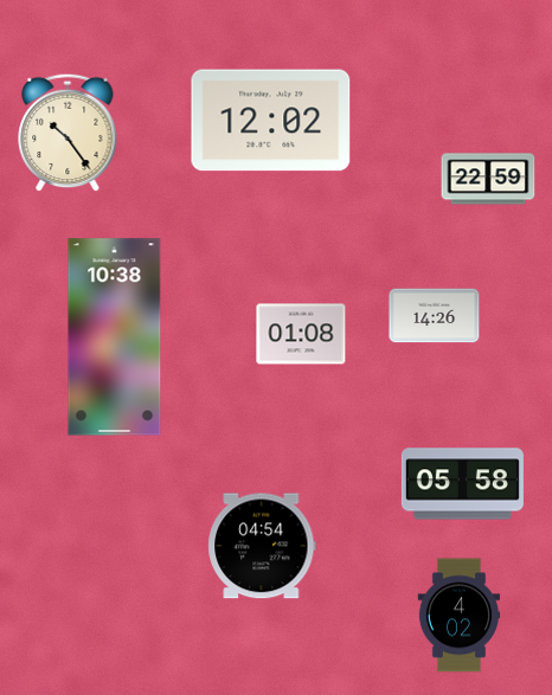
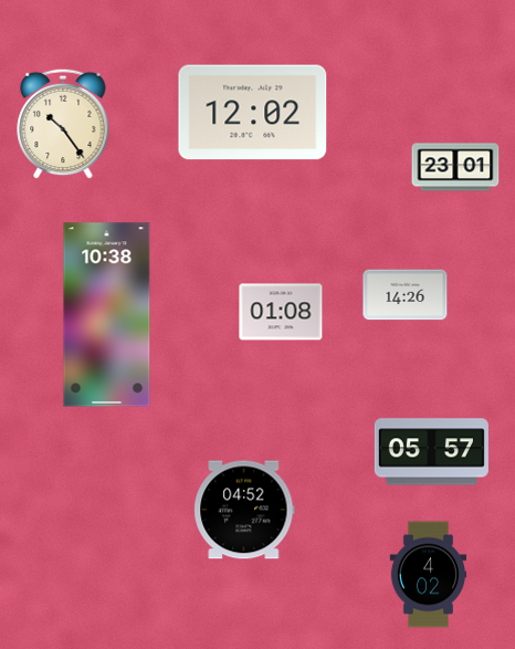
clock at (488, 179): 22:59 -> 23:01
clock at (462, 484): 05:58 -> 05:57
clock at (262, 546): 04:54 -> 04:52
